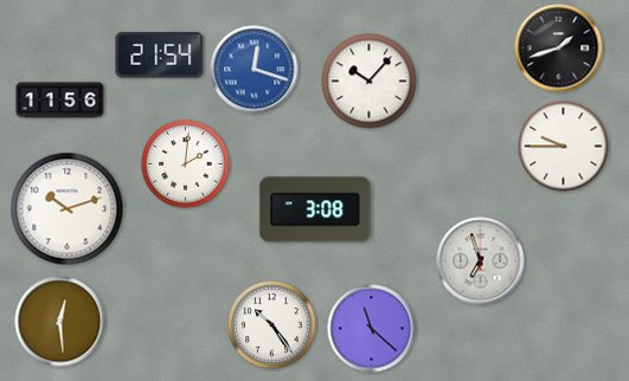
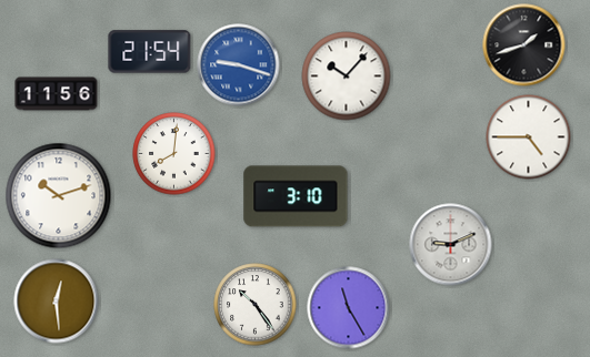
clock at (255, 70): 12:18 -> 9:18
clock at (564, 147): 9:45 -> 4:45
clock at (186, 164): 2:01 -> 8:01
clock at (68, 209) position: (68, 209) -> (59, 196)
clock at (315, 209): 3:08 -> 3:10
clock at (481, 261): 6:57 -> 9:11
clock at (372, 329): 11:22 -> 11:25
